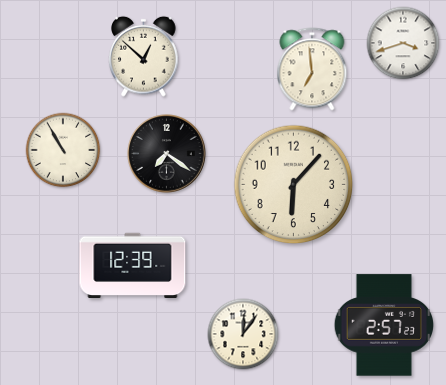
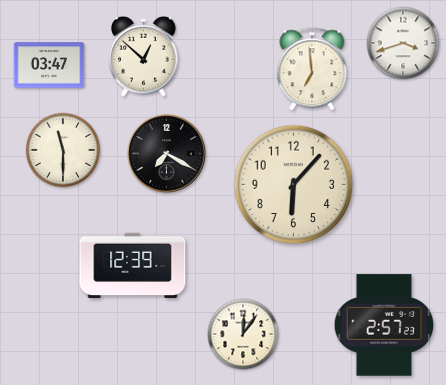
clock at (49, 65): none -> 03:47
clock at (63, 150): 10:55 -> 11:30
clock at (167, 154): 7:21 -> 7:20
